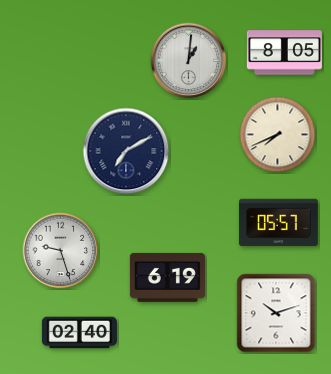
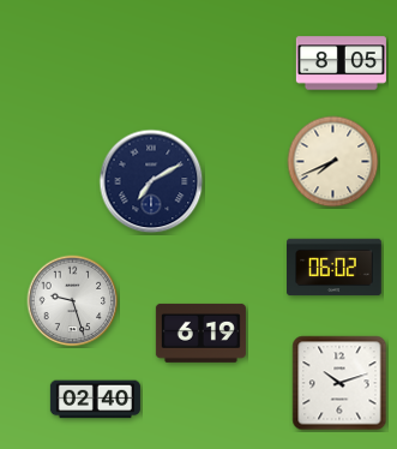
clock at (189, 61): 1:01 -> none
clock at (279, 223): 05:57 -> 06:02
clock at (276, 313) position: (276, 313) -> (339, 383)
